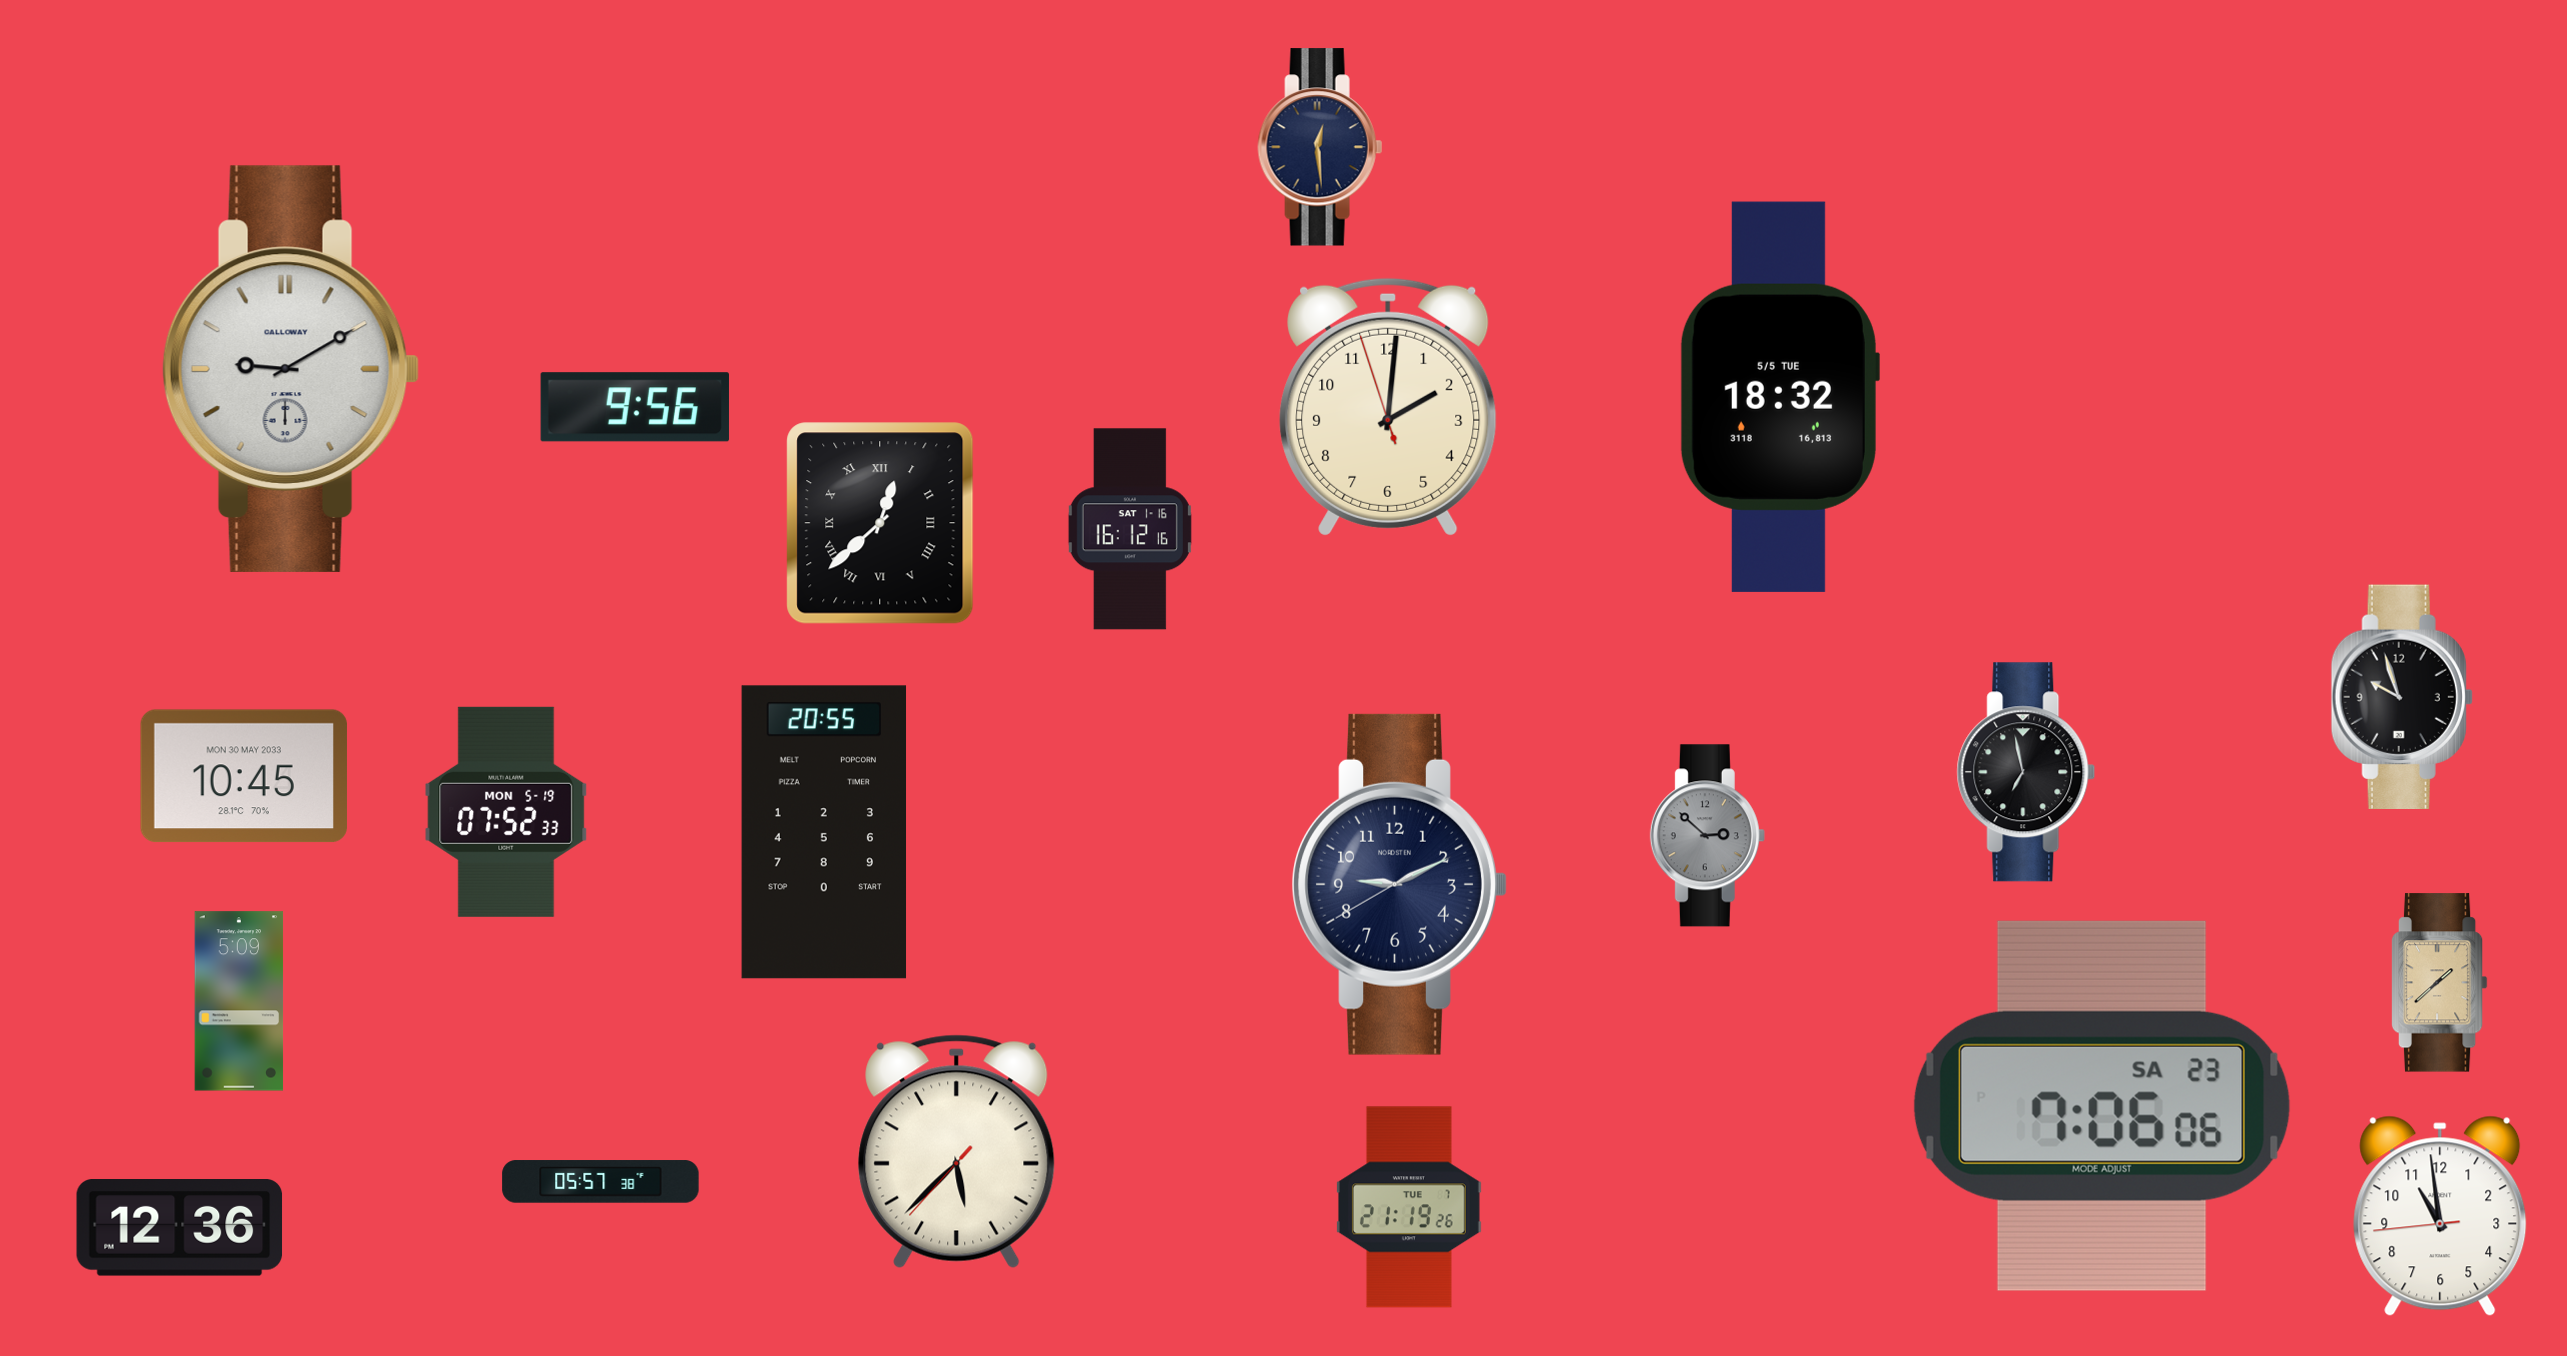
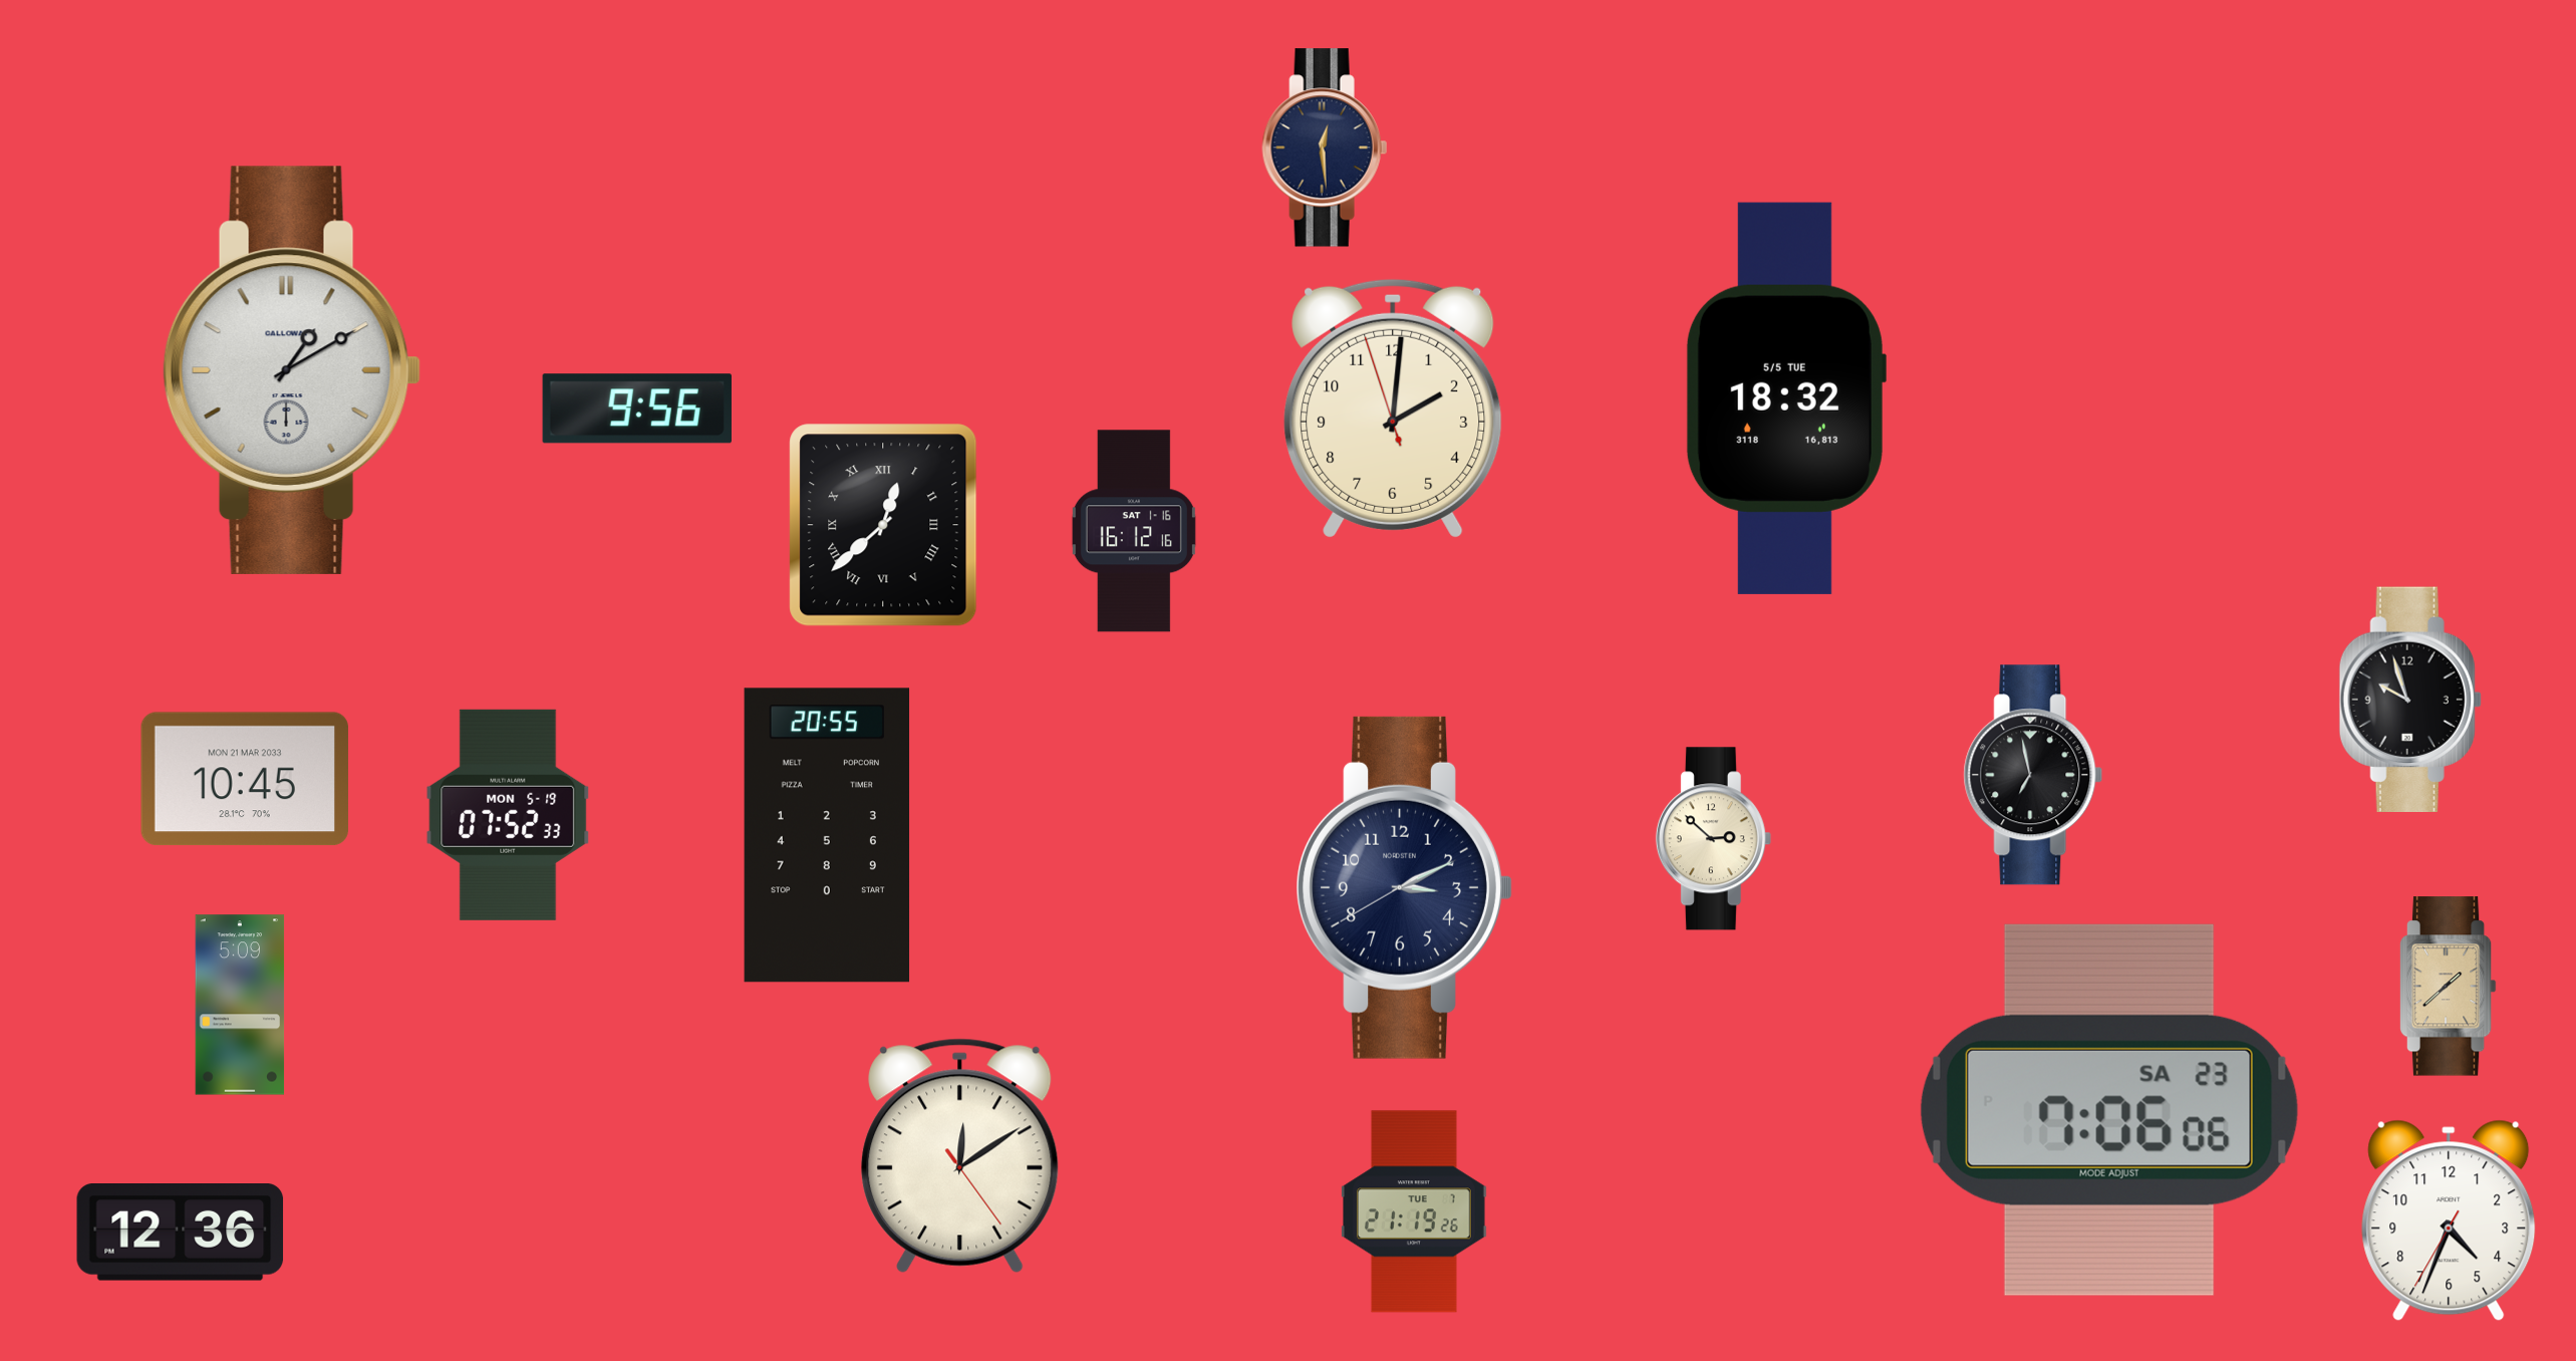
clock at (291, 369): 9:10 -> 1:10
clock at (244, 776) date: MON 30 MAY 2033 -> MON 21 MAR 2033
clock at (1707, 836) dial: grey -> cream
clock at (1399, 884): 9:10 -> 3:10
clock at (957, 1151): 5:37 -> 12:09
clock at (601, 1182): 05:57 -> none
clock at (2440, 1216): 10:58 -> 4:33
